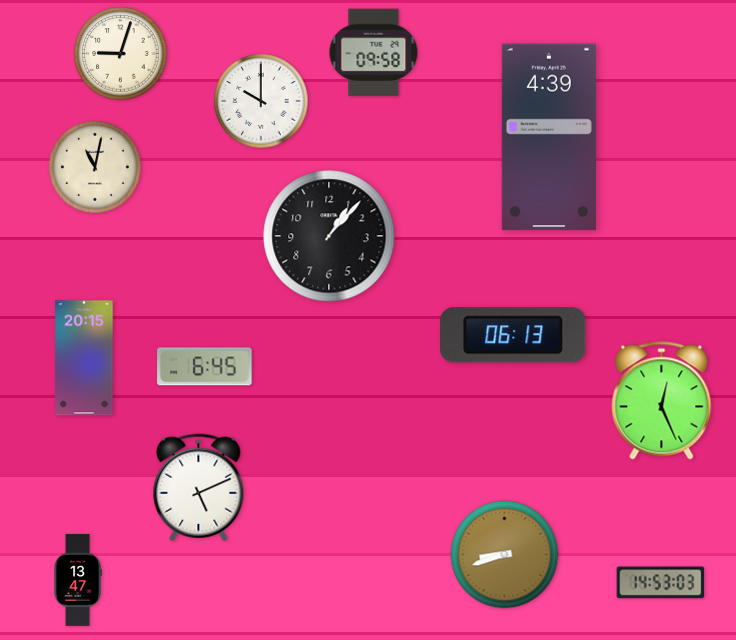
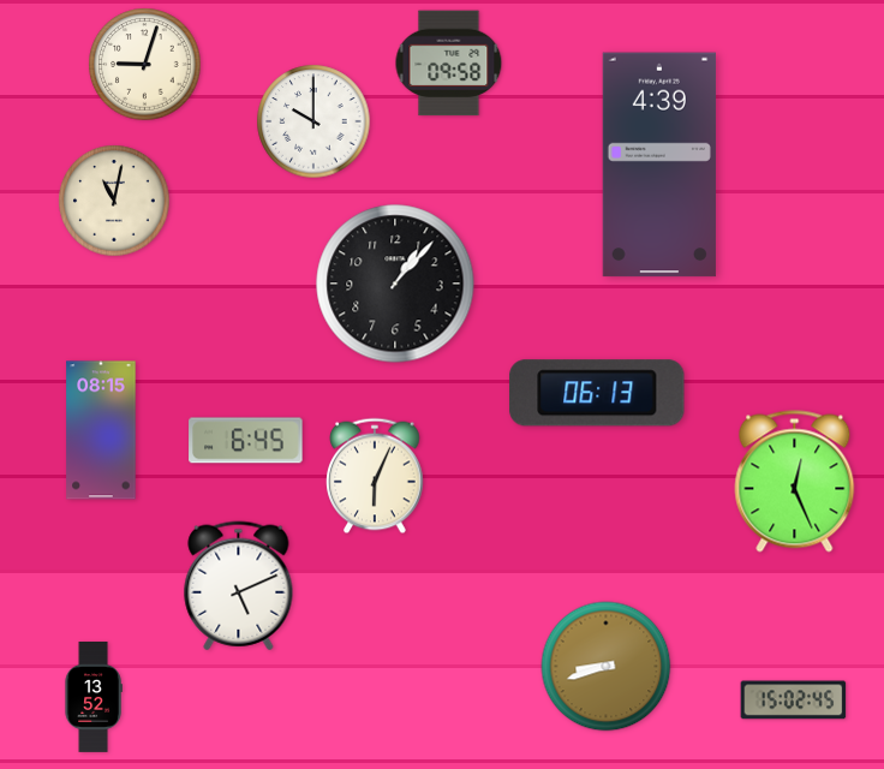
clock at (513, 335) position: (513, 335) -> (597, 393)
clock at (84, 358): 20:15 -> 08:15
clock at (375, 476): none -> 6:04
clock at (78, 580): 13:47 -> 13:52
clock at (661, 583): 14:53 -> 15:02
